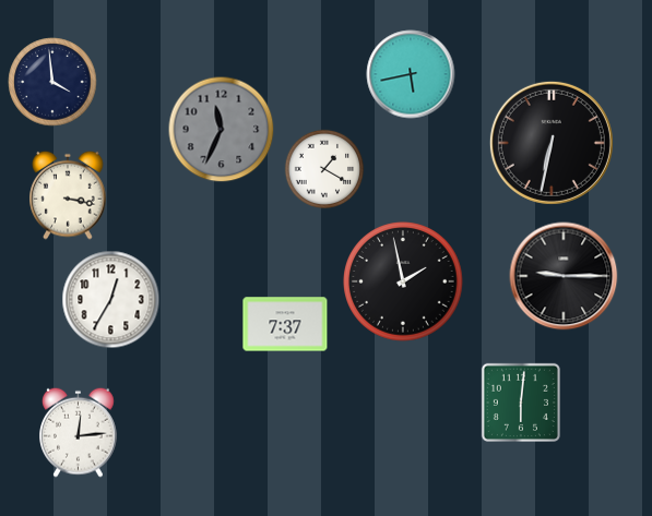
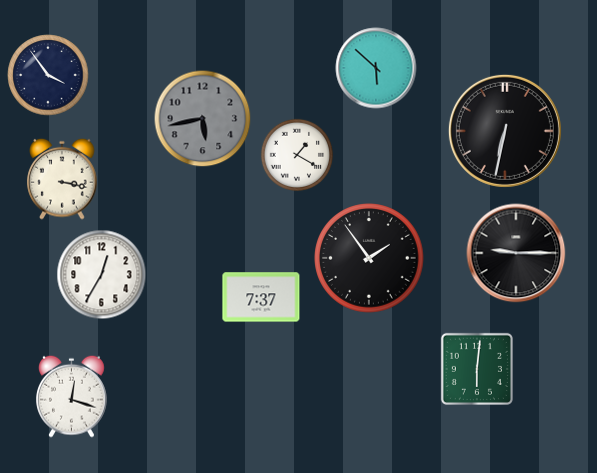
clock at (411, 74): 5:43 -> 5:52
clock at (52, 82): 3:59 -> 3:54
clock at (222, 130): 11:34 -> 5:43
clock at (403, 281): 1:58 -> 1:54
clock at (79, 432): 12:14 -> 12:18
